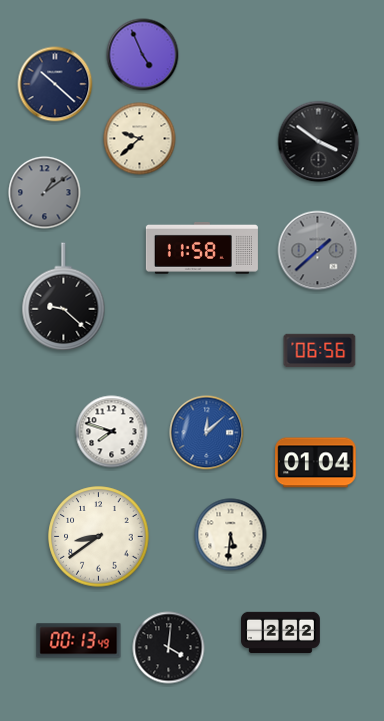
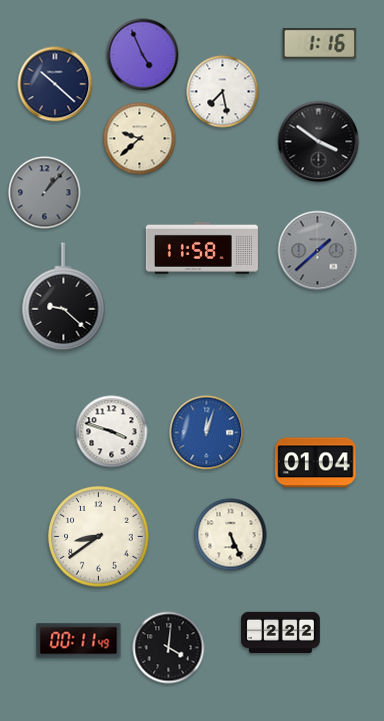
clock at (320, 44): none -> 1:16
clock at (223, 92): none -> 7:28
clock at (45, 193): 1:09 -> 1:07
clock at (320, 351): 06:56 -> none
clock at (112, 432): 7:48 -> 3:48
clock at (207, 433): 12:08 -> 12:03
clock at (231, 535): 5:31 -> 5:26
clock at (79, 641): 00:13 -> 00:11
